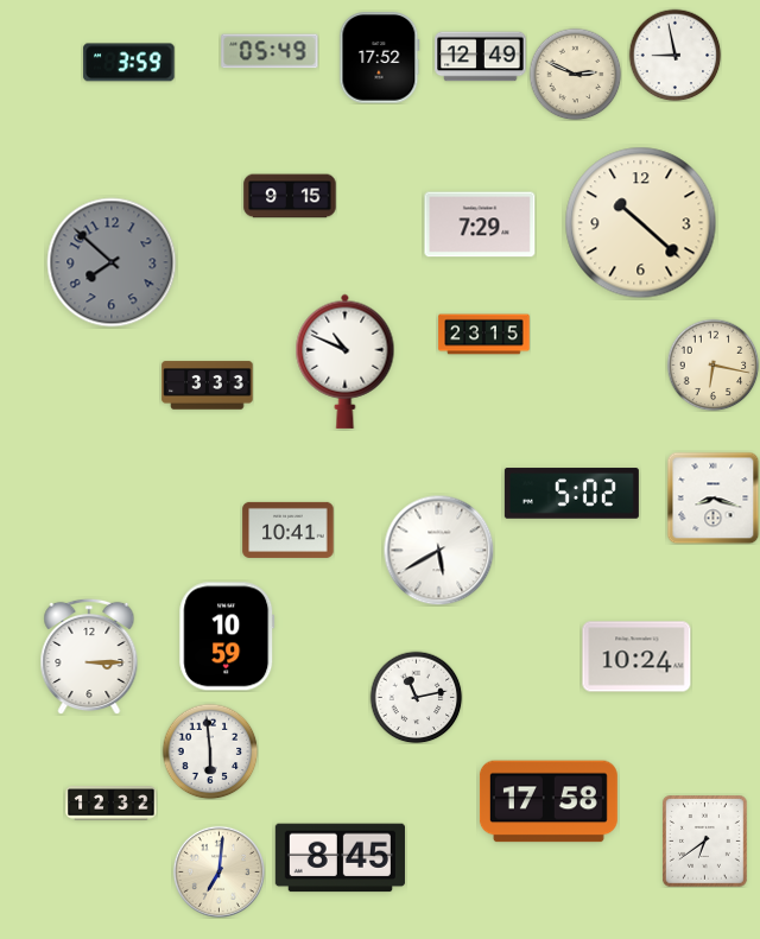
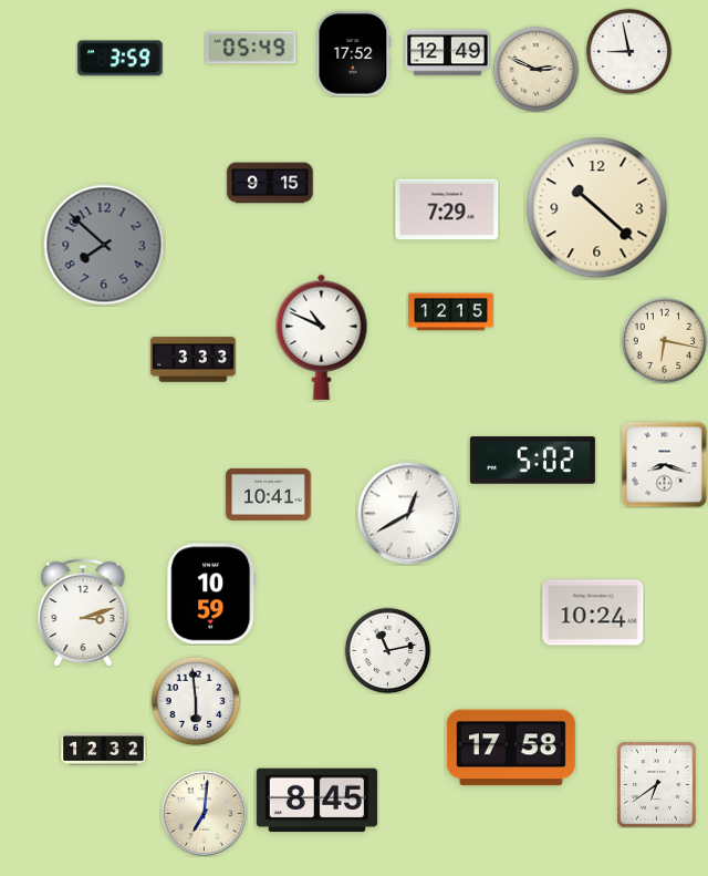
clock at (484, 335): 23:15 -> 12:15
clock at (438, 550): 5:40 -> 12:40
clock at (89, 656): 3:15 -> 3:12
